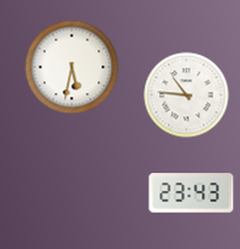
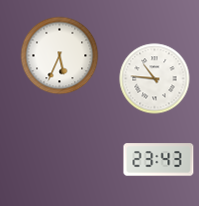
clock at (72, 68): 5:32 -> 5:34
